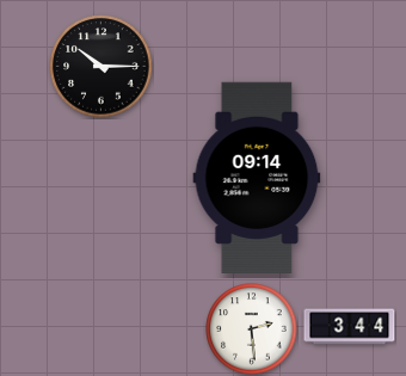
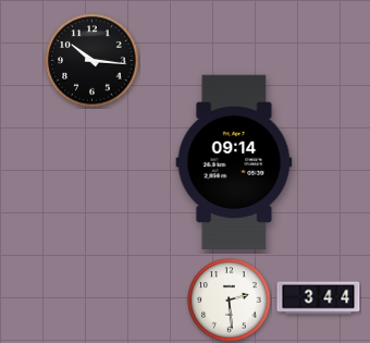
clock at (101, 67): 10:15 -> 10:16
